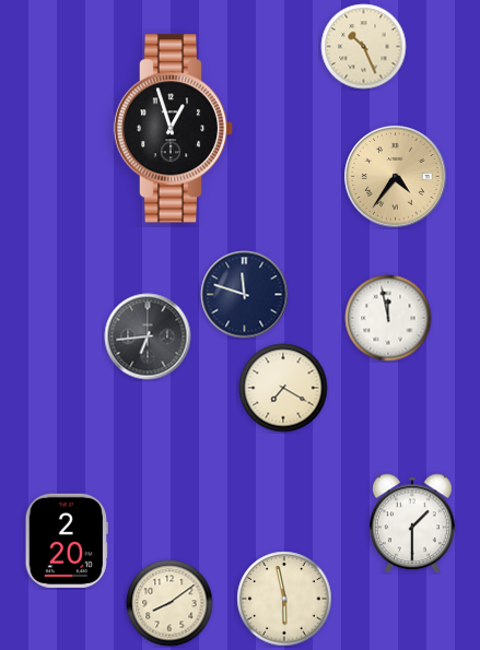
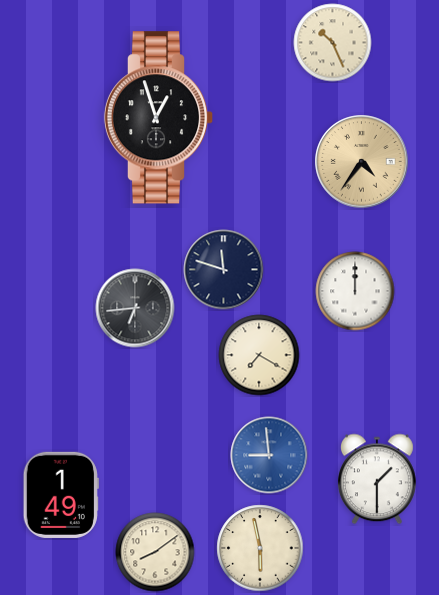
clock at (388, 318): 11:58 -> 12:00
clock at (269, 455): none -> 8:59
clock at (67, 541): 2:20 -> 1:49
